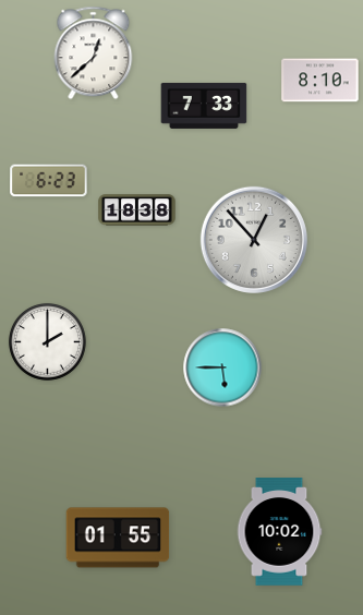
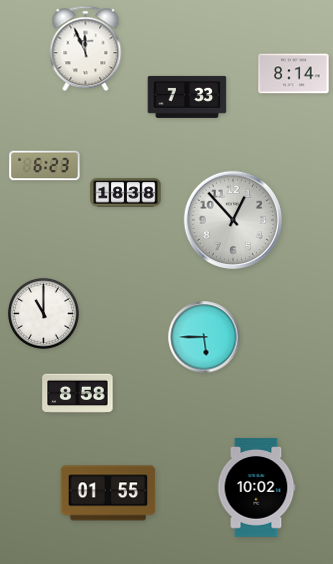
clock at (94, 53): 12:38 -> 11:56
clock at (320, 81): 8:10 -> 8:14
clock at (47, 341): 2:00 -> 11:00
clock at (78, 394): none -> 8:58
